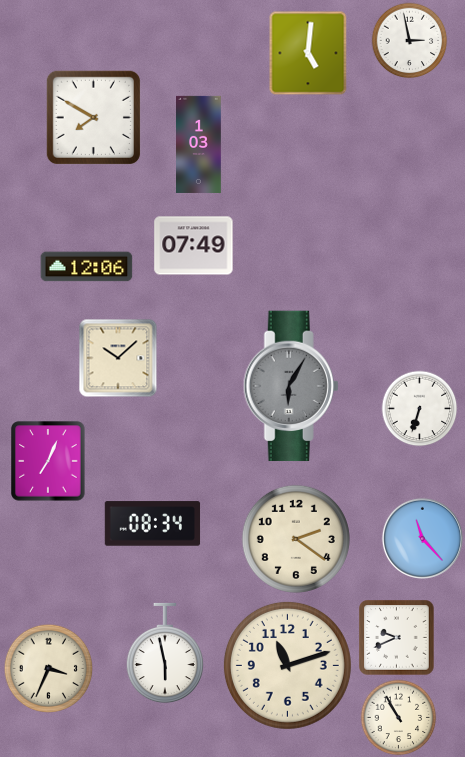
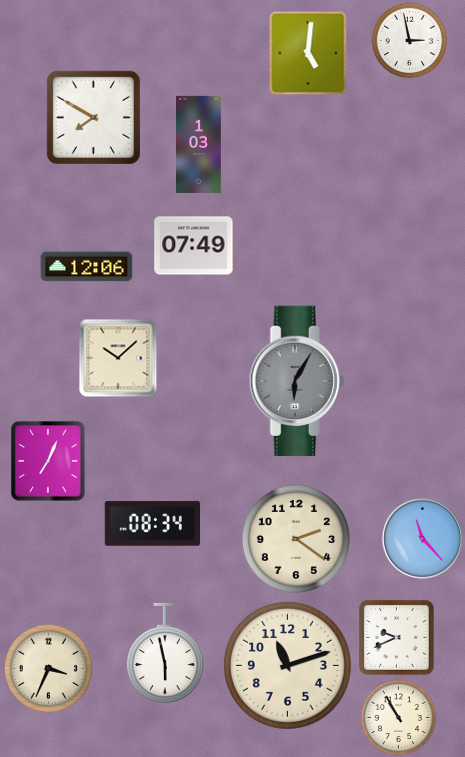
clock at (291, 386) position: (291, 386) -> (297, 381)
clock at (420, 409): 6:33 -> none
